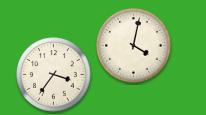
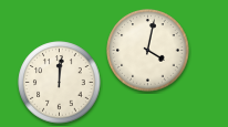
clock at (54, 75): 3:36 -> 12:01
